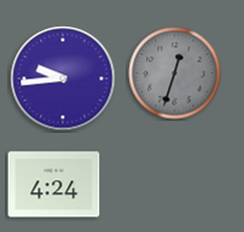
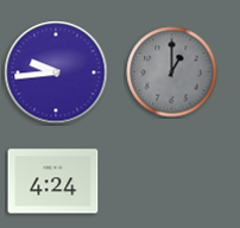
clock at (175, 74): 12:33 -> 1:00
clock at (63, 79) position: (63, 79) -> (56, 72)
